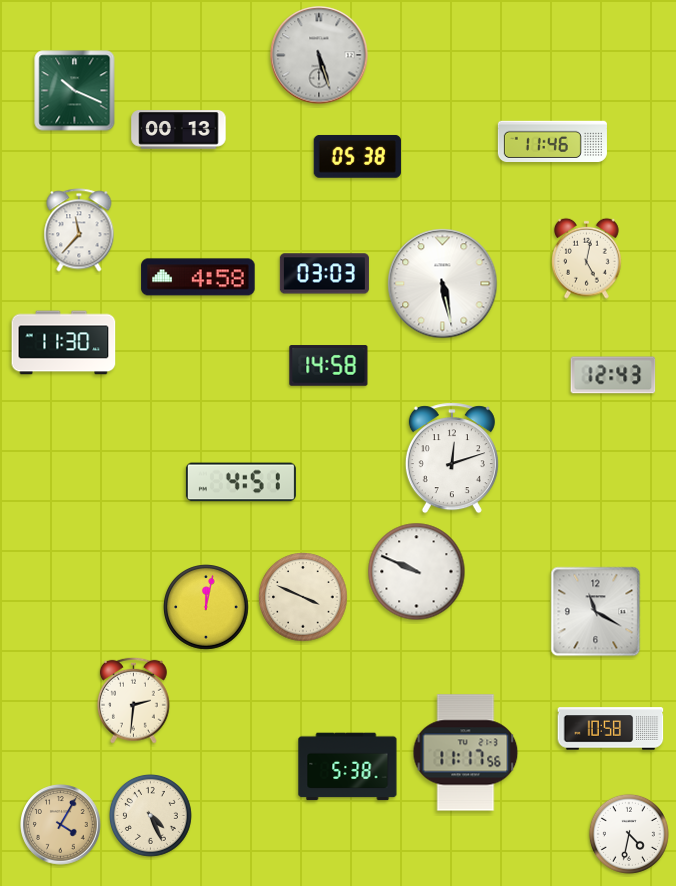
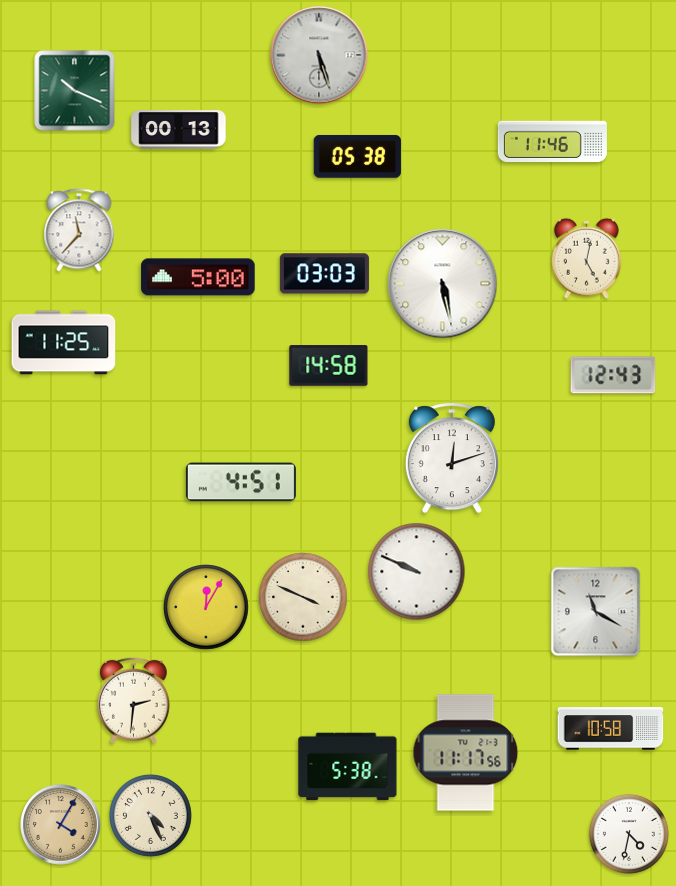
clock at (198, 277): 4:58 -> 5:00
clock at (64, 343): 11:30 -> 11:25
clock at (206, 607): 12:02 -> 12:05
